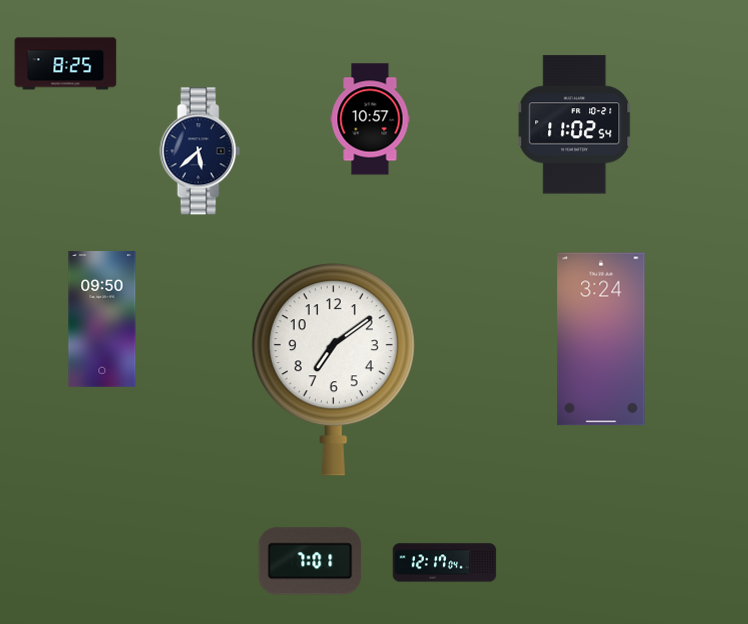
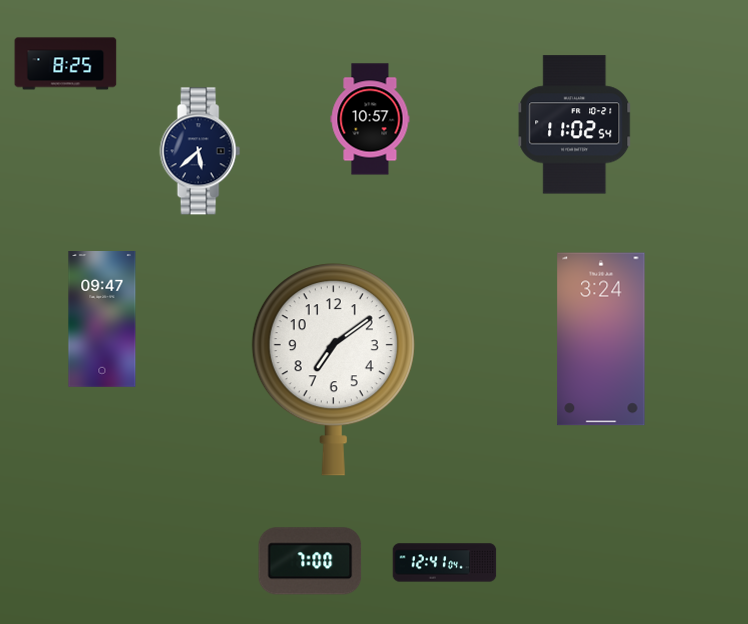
clock at (102, 320): 09:50 -> 09:47
clock at (310, 561): 7:01 -> 7:00
clock at (445, 563): 12:17 -> 12:41
